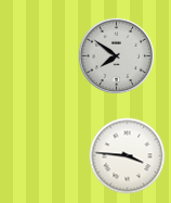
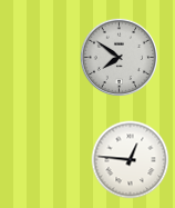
clock at (128, 156): 3:46 -> 12:46
